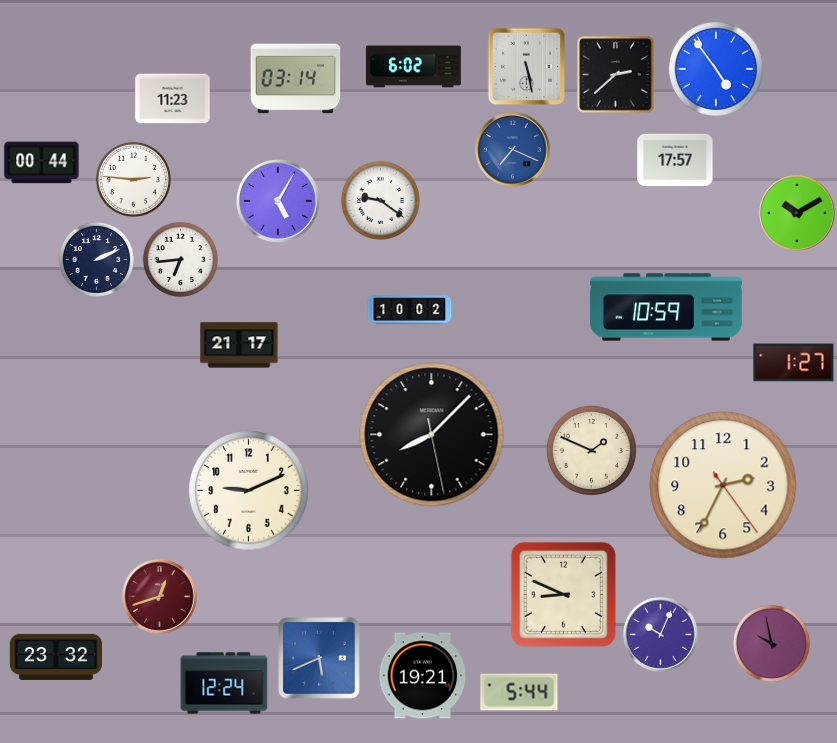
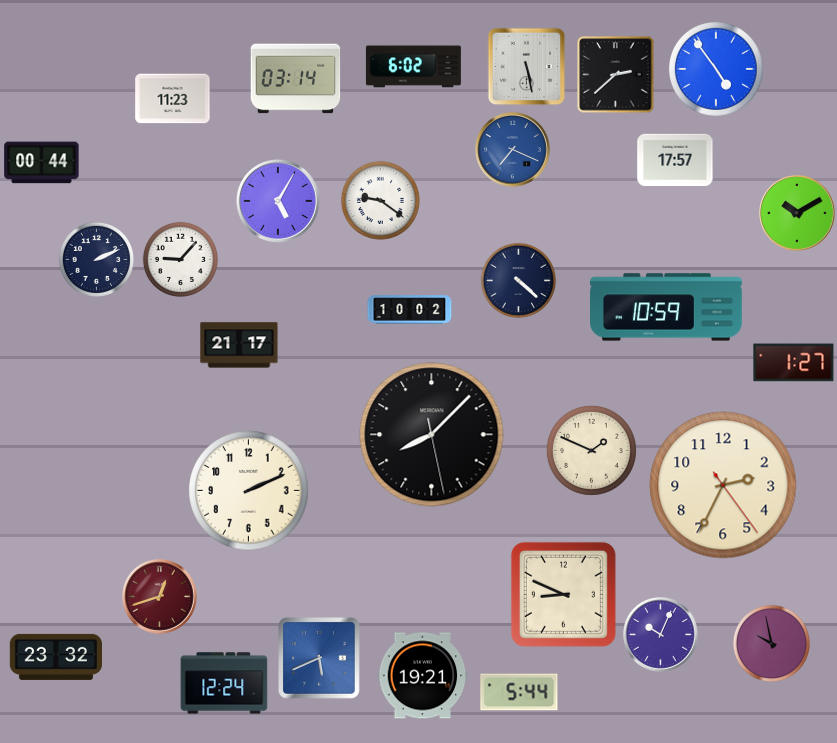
clock at (133, 179): 2:46 -> none
clock at (180, 259): 6:44 -> 9:07
clock at (518, 280): none -> 4:22
clock at (249, 491): 9:11 -> 2:11
